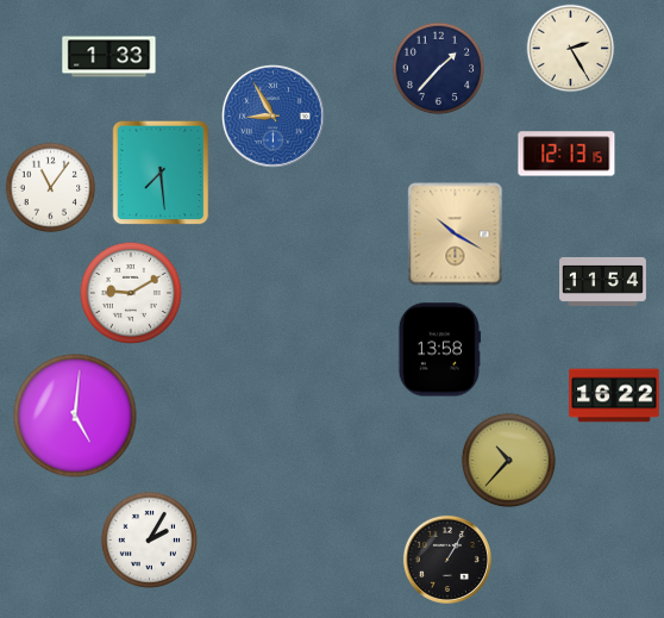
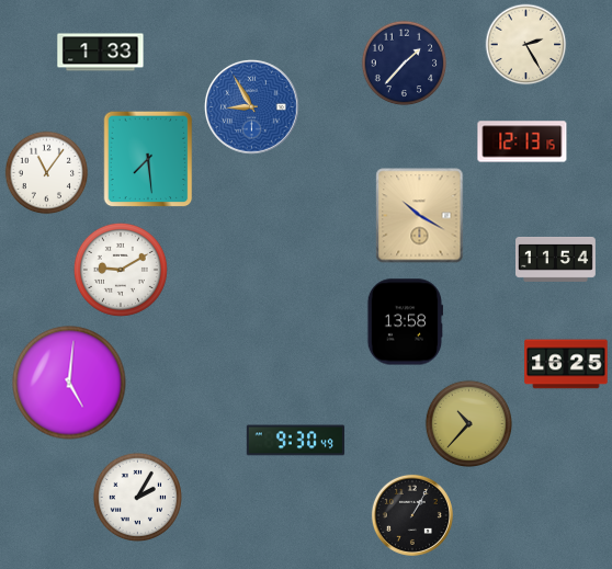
clock at (614, 395): 16:22 -> 16:25
clock at (296, 441): none -> 9:30
